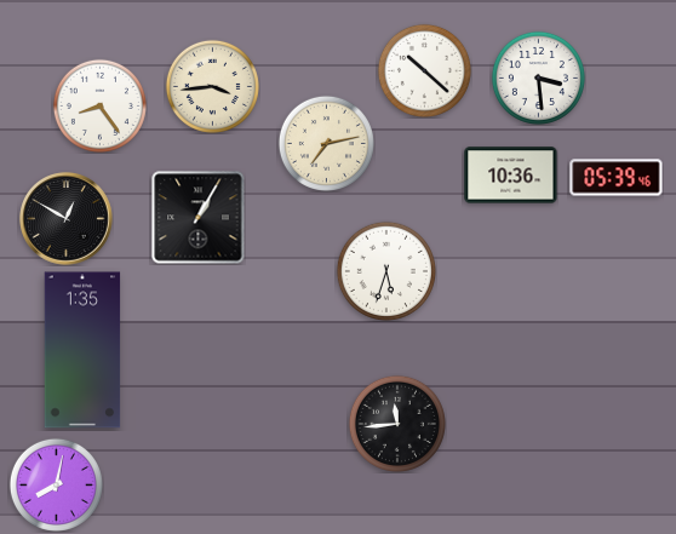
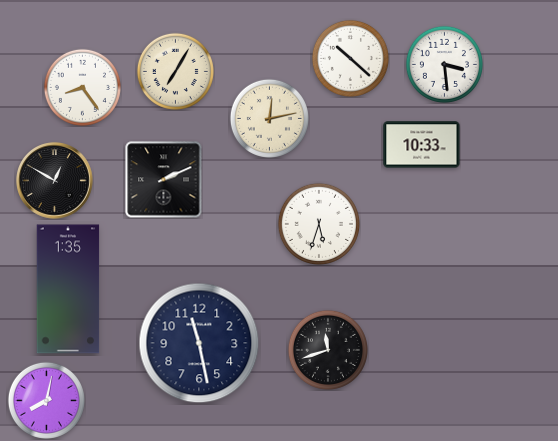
clock at (212, 86): 3:44 -> 7:05
clock at (326, 143): 7:13 -> 12:13
clock at (511, 176): 10:36 -> 10:33
clock at (617, 178): 05:39 -> none
clock at (199, 218): 1:05 -> 2:11
clock at (199, 343): none -> 11:28
clock at (397, 424): 11:44 -> 11:42
